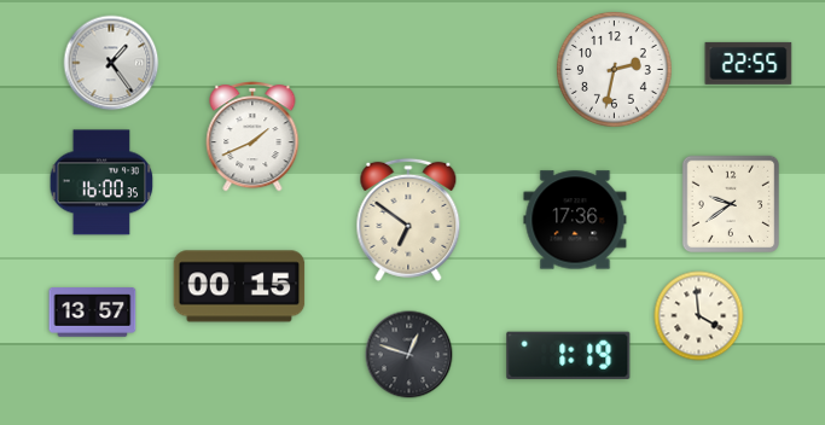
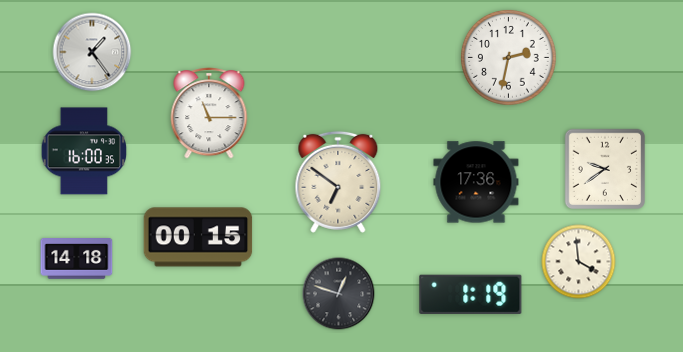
clock at (749, 63): 22:55 -> none
clock at (252, 136): 1:41 -> 11:15
clock at (93, 313): 13:57 -> 14:18
